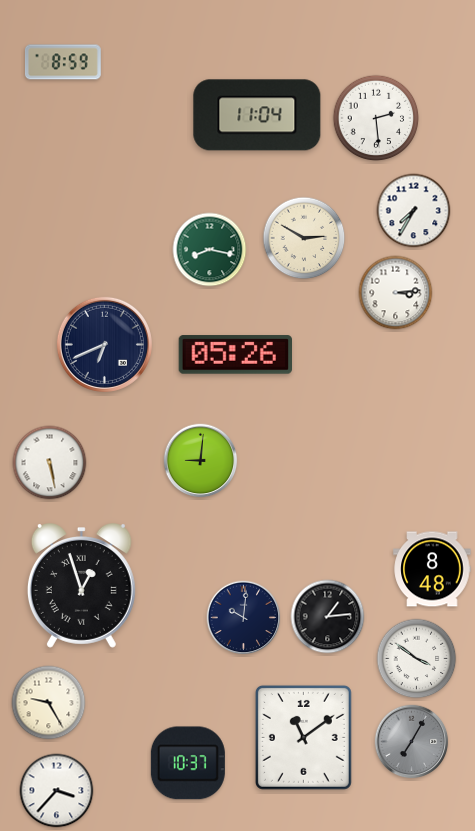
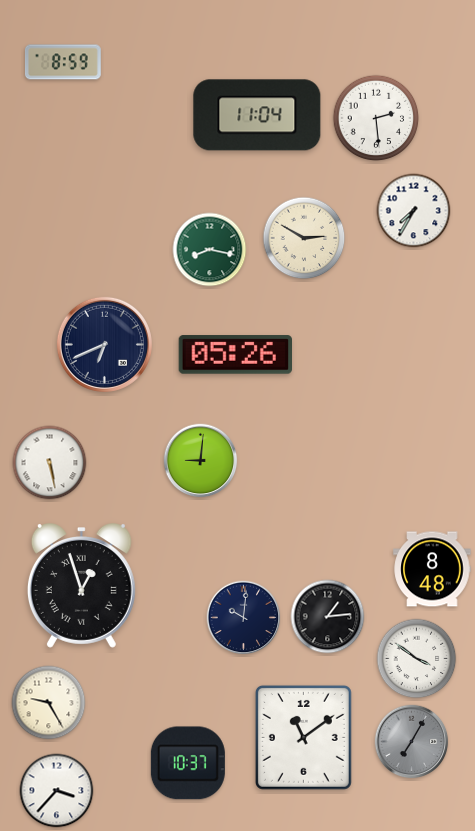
clock at (396, 293): 3:14 -> none
